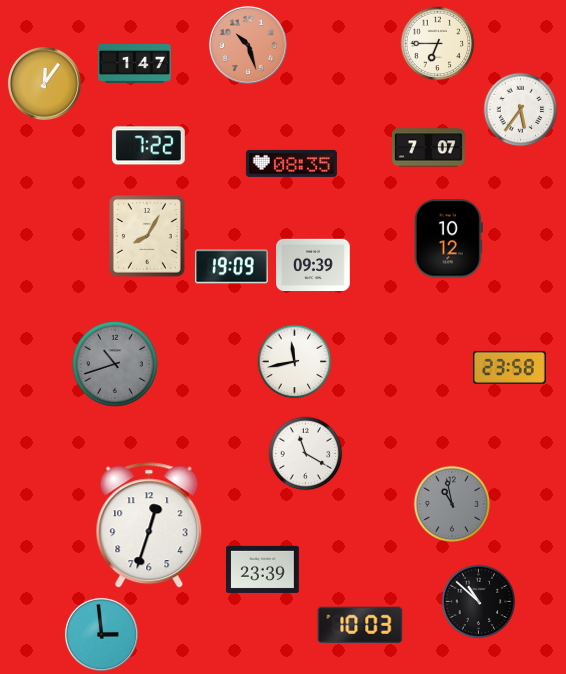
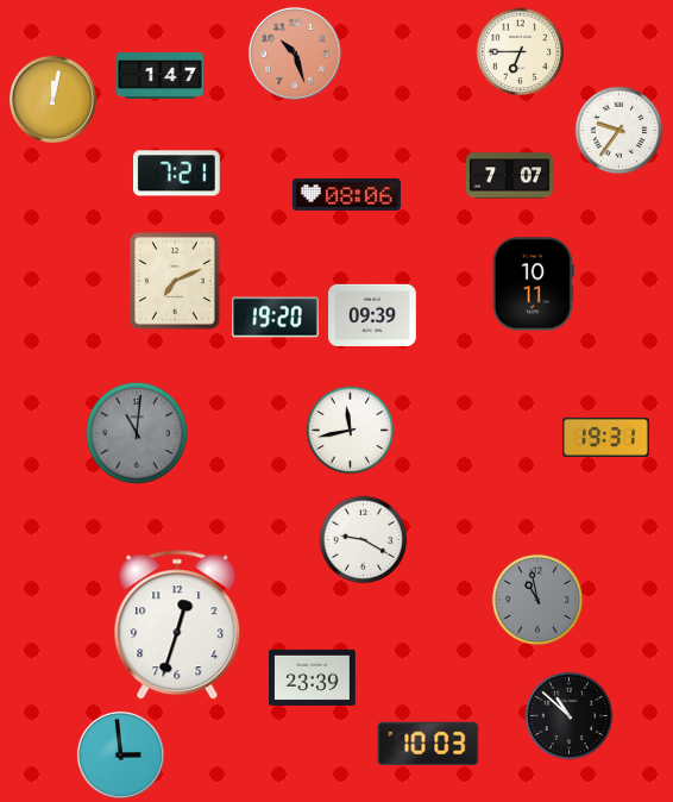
clock at (44, 83): 12:06 -> 12:02
clock at (521, 110): 5:36 -> 9:36
clock at (148, 146): 7:22 -> 7:21
clock at (291, 163): 08:35 -> 08:06
clock at (148, 236): 8:05 -> 7:11
clock at (448, 239): 10:12 -> 10:11
clock at (232, 267): 19:09 -> 19:20
clock at (115, 364): 10:42 -> 11:01
clock at (510, 367): 23:58 -> 19:31
clock at (306, 454): 11:20 -> 9:20
